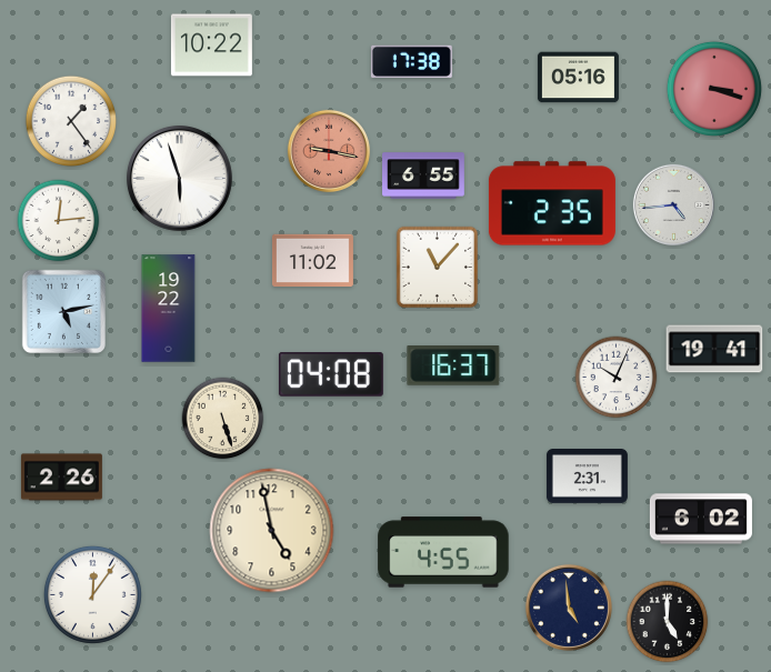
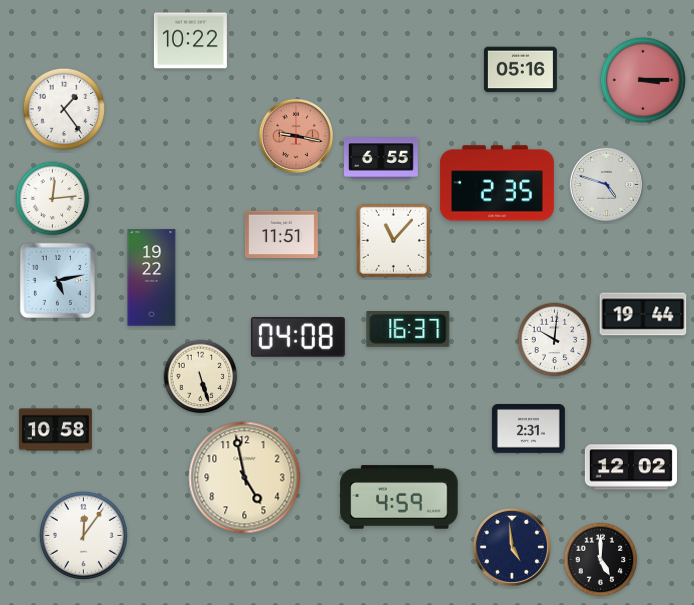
clock at (411, 62): 17:38 -> none
clock at (714, 89): 3:18 -> 3:15
clock at (179, 178): 5:57 -> none
clock at (673, 204): 4:44 -> 4:48
clock at (312, 261): 11:02 -> 11:51
clock at (714, 349): 19:41 -> 19:44
clock at (617, 378): 10:04 -> 10:01
clock at (61, 478): 2:26 -> 10:58
clock at (701, 519): 6:02 -> 12:02
clock at (443, 552): 4:55 -> 4:59
